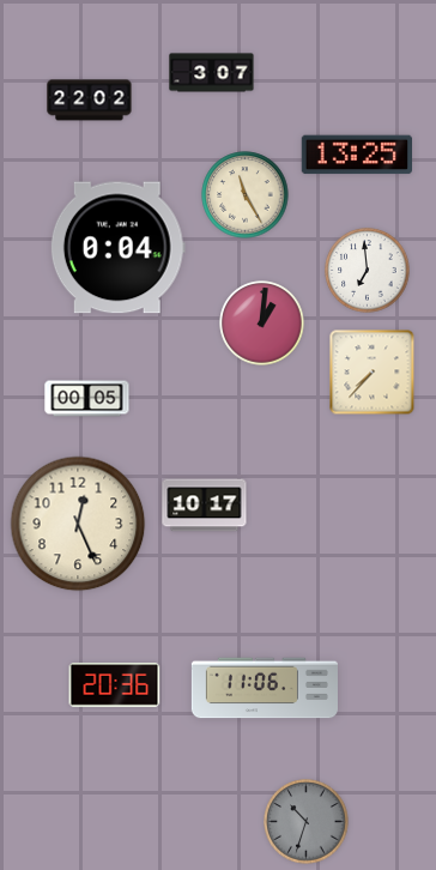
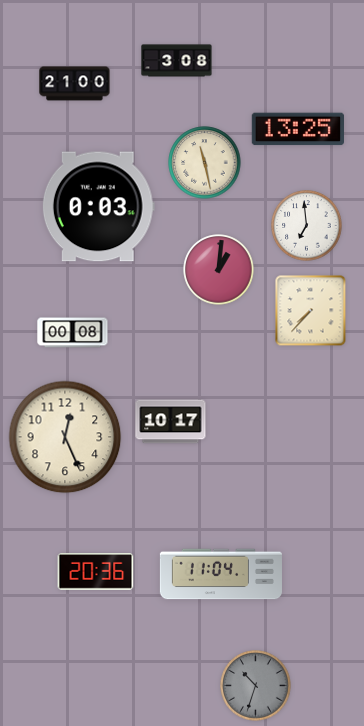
clock at (212, 73): 3:07 -> 3:08
clock at (90, 101): 22:02 -> 21:00
clock at (246, 195): 11:25 -> 11:28
clock at (117, 248): 0:04 -> 0:03
clock at (87, 399): 00:05 -> 00:08
clock at (265, 688): 11:06 -> 11:04
